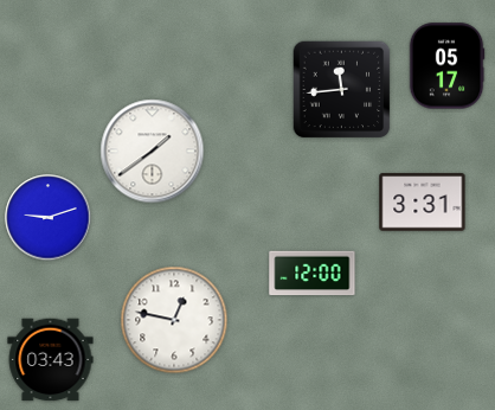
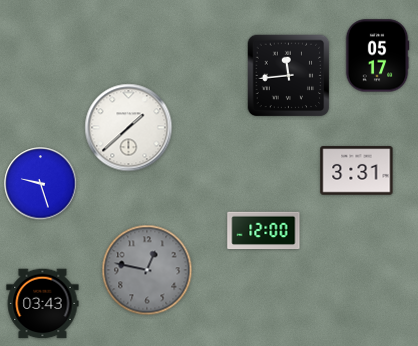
clock at (153, 152): 1:39 -> 1:38
clock at (49, 218): 9:12 -> 9:27
clock at (174, 320) dial: white -> grey
